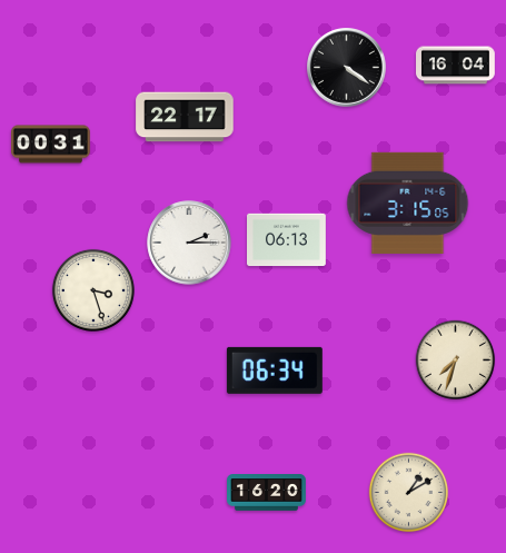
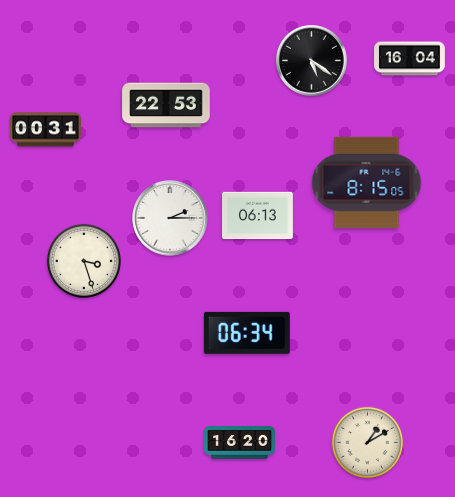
clock at (347, 68): 4:21 -> 5:21
clock at (185, 117): 22:17 -> 22:53
clock at (408, 203): 3:15 -> 8:15
clock at (456, 361): 7:33 -> none
